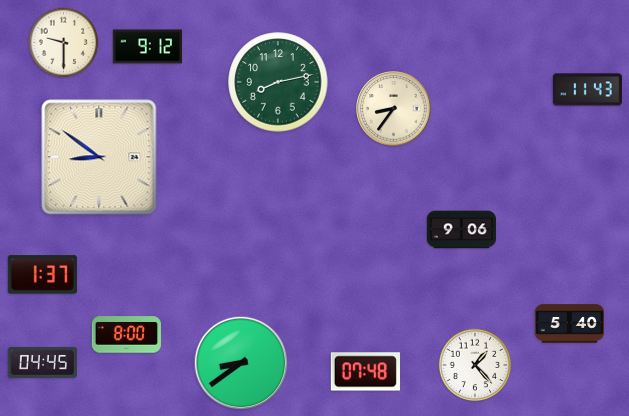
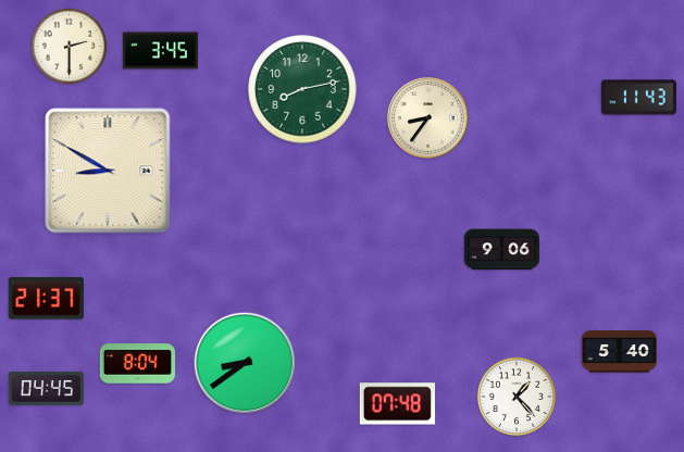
clock at (64, 43): 9:30 -> 2:30
clock at (147, 47): 9:12 -> 3:45
clock at (99, 157): 8:51 -> 8:50
clock at (42, 275): 1:37 -> 21:37
clock at (126, 335): 8:00 -> 8:04
clock at (42, 362) position: (42, 362) -> (46, 388)
clock at (241, 363) position: (241, 363) -> (245, 363)
